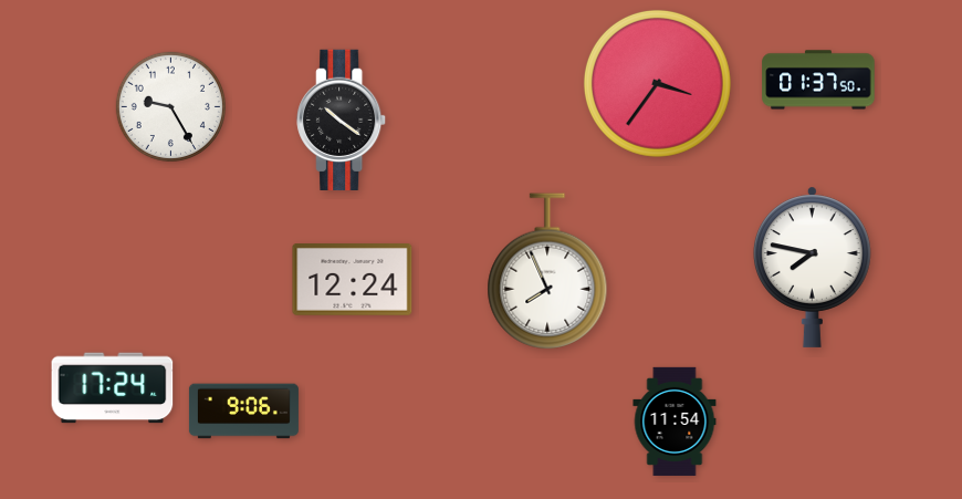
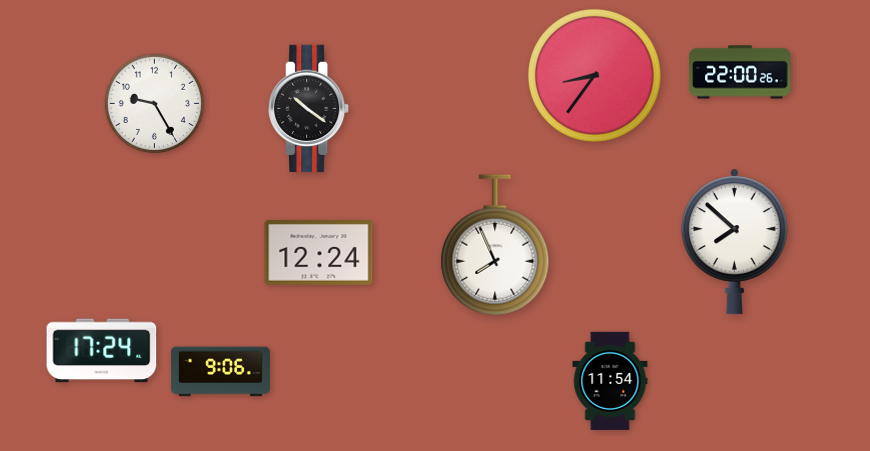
clock at (818, 80): 01:37 -> 22:00
clock at (657, 83): 3:36 -> 8:36
clock at (170, 106) position: (170, 106) -> (154, 103)
clock at (812, 267): 7:47 -> 7:52
